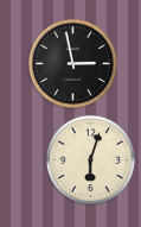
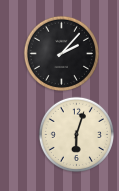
clock at (72, 63): 2:58 -> 2:07
